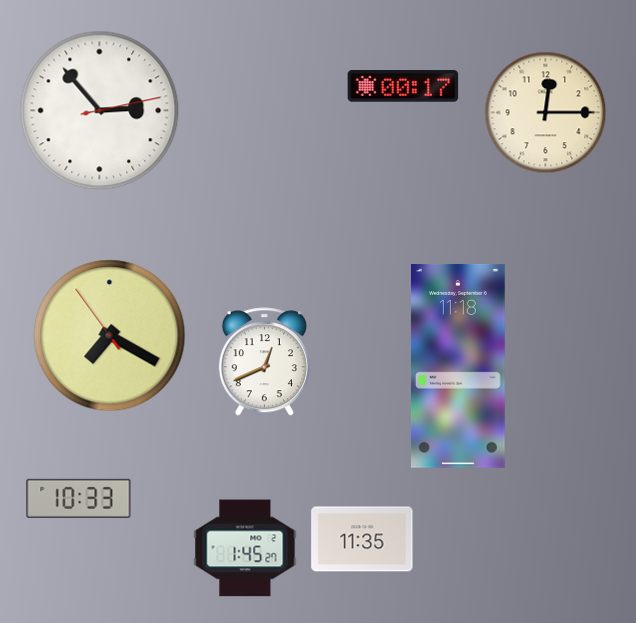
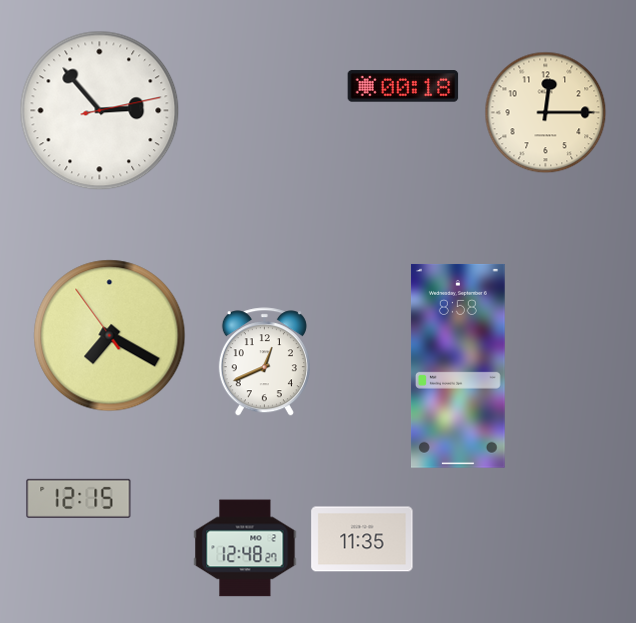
clock at (403, 86): 00:17 -> 00:18
clock at (458, 366): 11:18 -> 8:58
clock at (79, 498): 10:33 -> 12:15
clock at (245, 548): 1:45 -> 12:48
